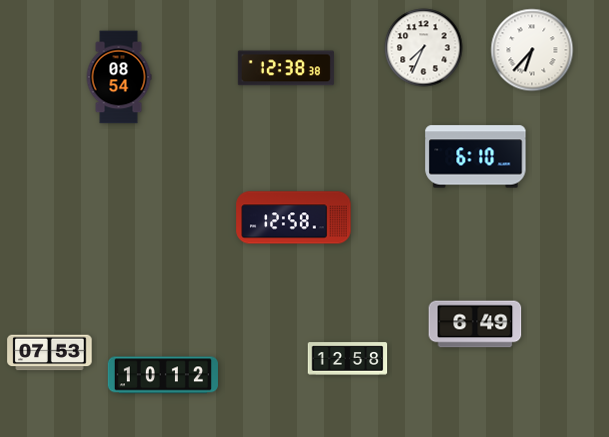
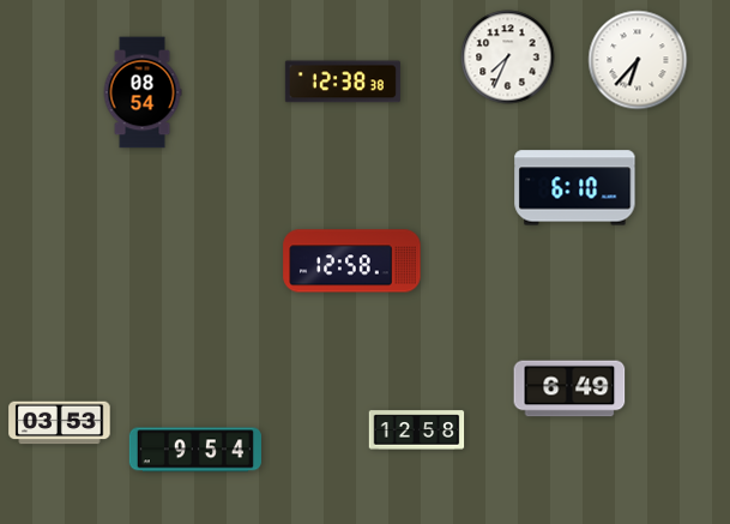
clock at (476, 157) position: (476, 157) -> (575, 188)
clock at (50, 353): 07:53 -> 03:53
clock at (163, 375): 10:12 -> 9:54
